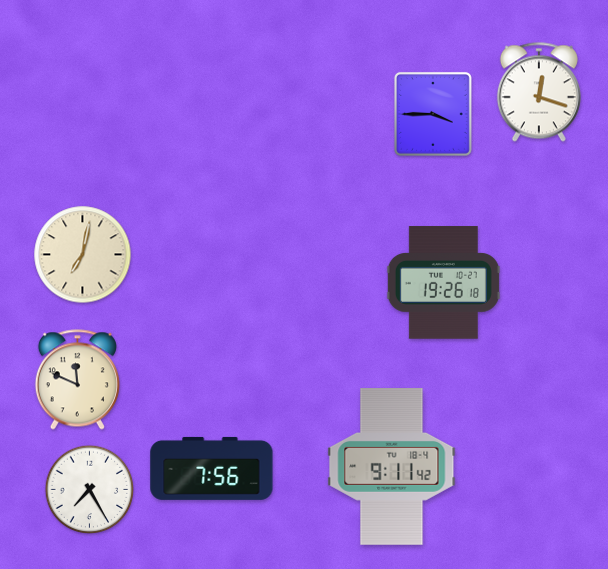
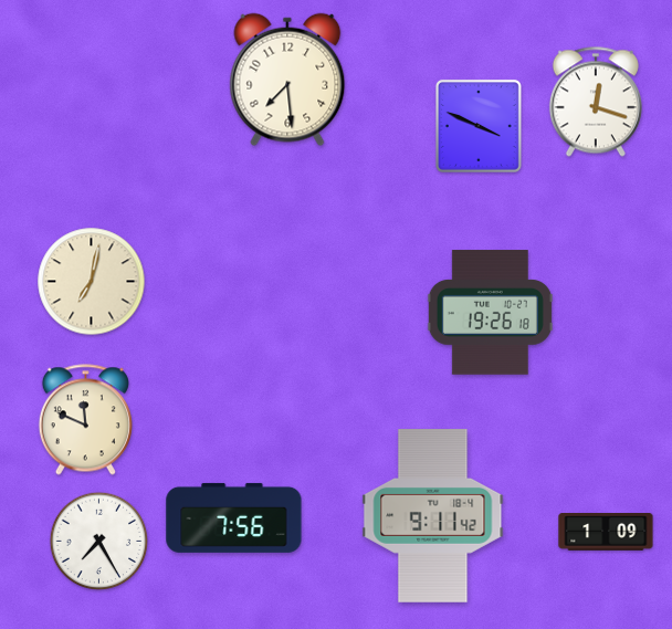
clock at (287, 80): none -> 7:29
clock at (433, 114): 3:45 -> 3:49
clock at (606, 533): none -> 1:09
